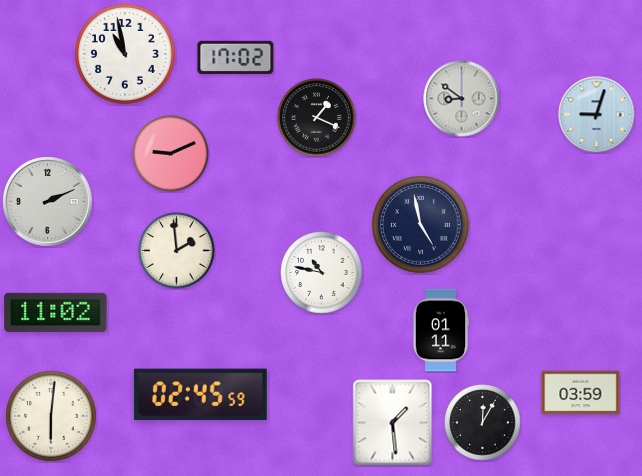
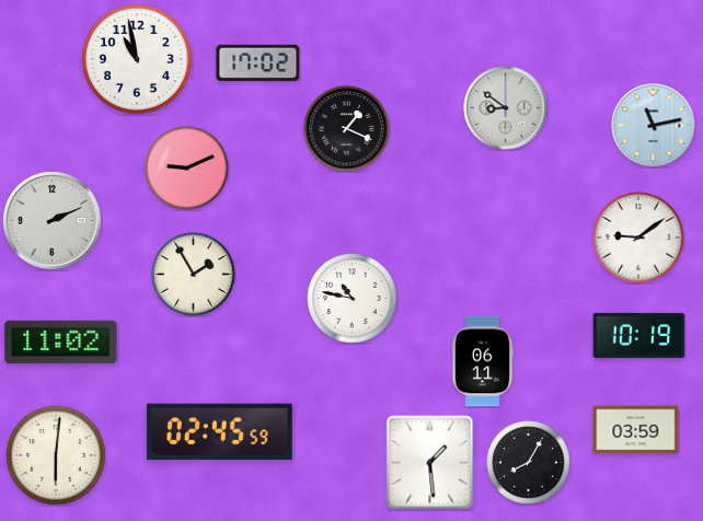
clock at (597, 115): 9:03 -> 11:13
clock at (638, 238): none -> 9:09
clock at (421, 225): 4:58 -> none
clock at (177, 251): 1:59 -> 1:55
clock at (639, 335): none -> 10:19
clock at (441, 330): 01:11 -> 06:11
clock at (483, 423): 12:05 -> 8:05
